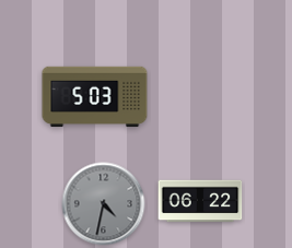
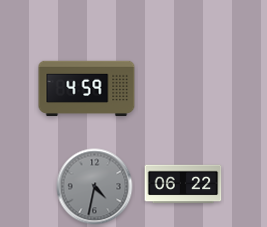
clock at (95, 97): 5:03 -> 4:59
